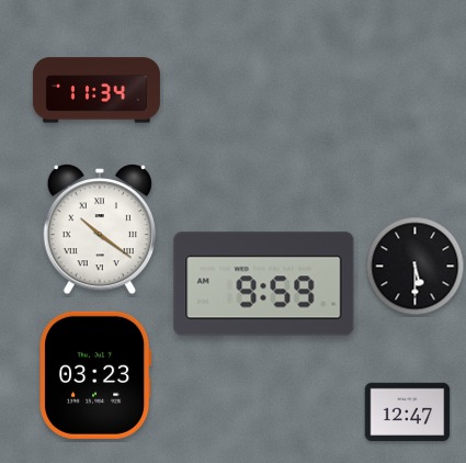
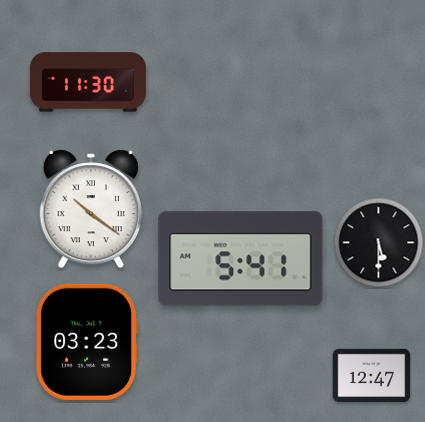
clock at (96, 90): 11:34 -> 11:30
clock at (264, 284): 9:59 -> 5:41
